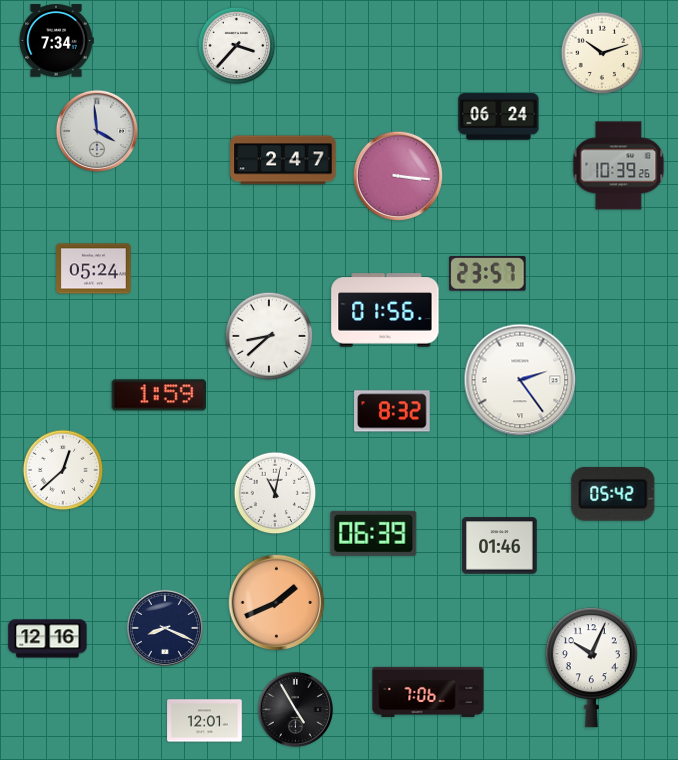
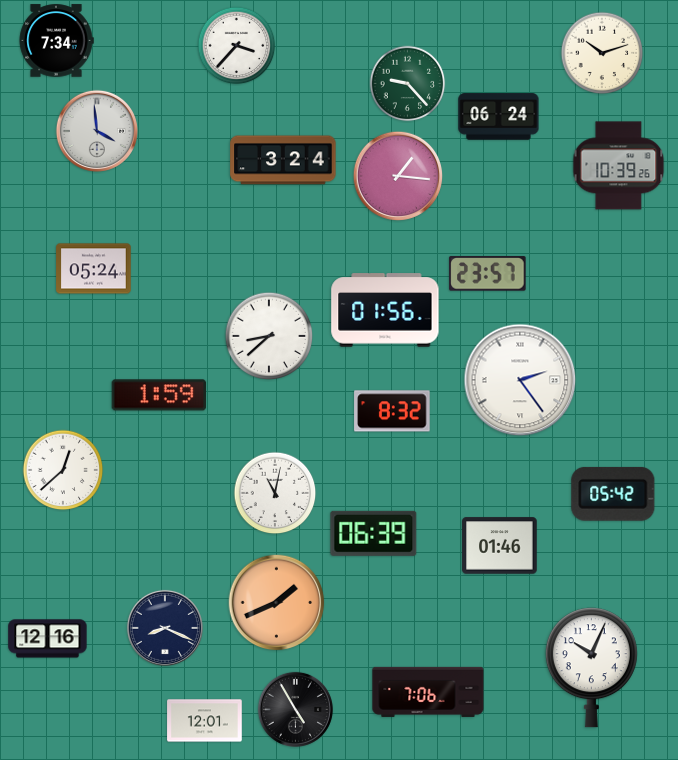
clock at (408, 84): none -> 9:23
clock at (283, 160): 2:47 -> 3:24
clock at (398, 176): 3:16 -> 1:16
